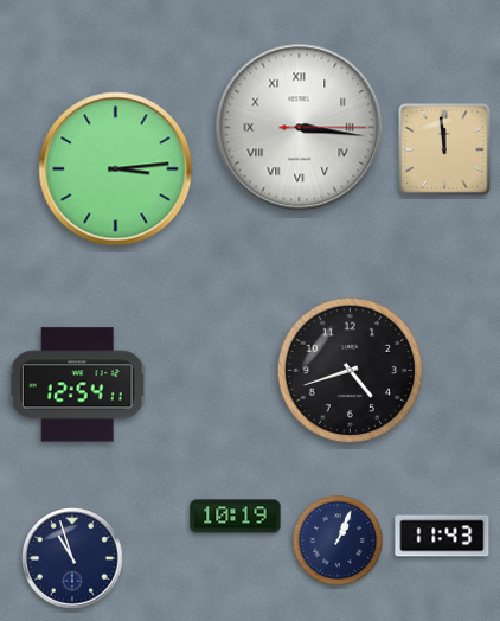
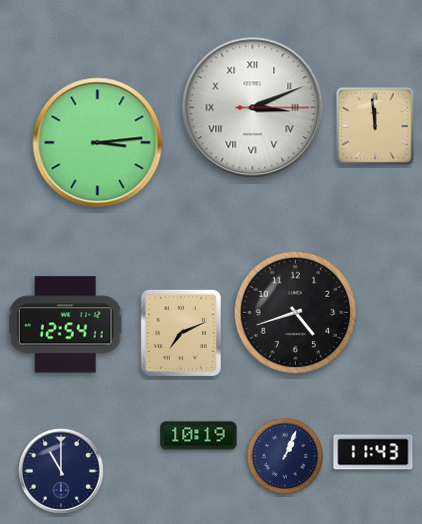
clock at (300, 128): 3:16 -> 3:11
clock at (181, 333): none -> 7:11
clock at (72, 558): 10:57 -> 11:00
